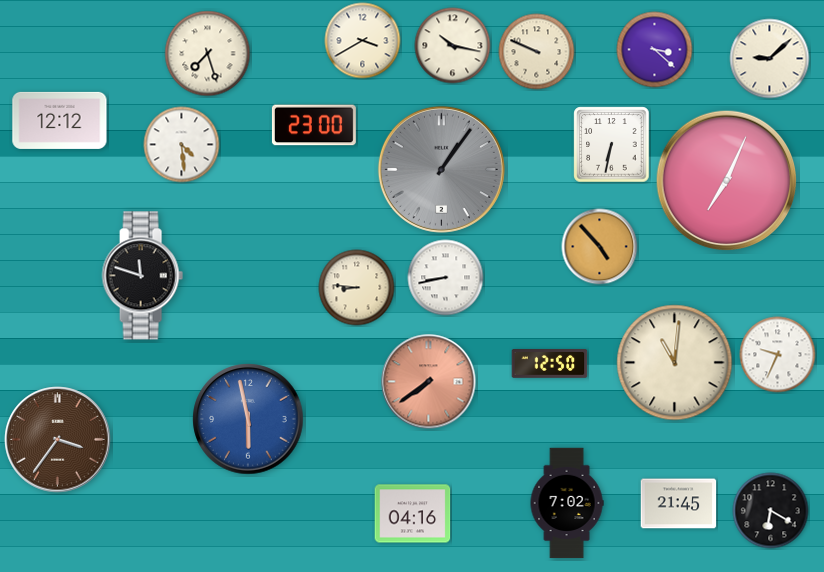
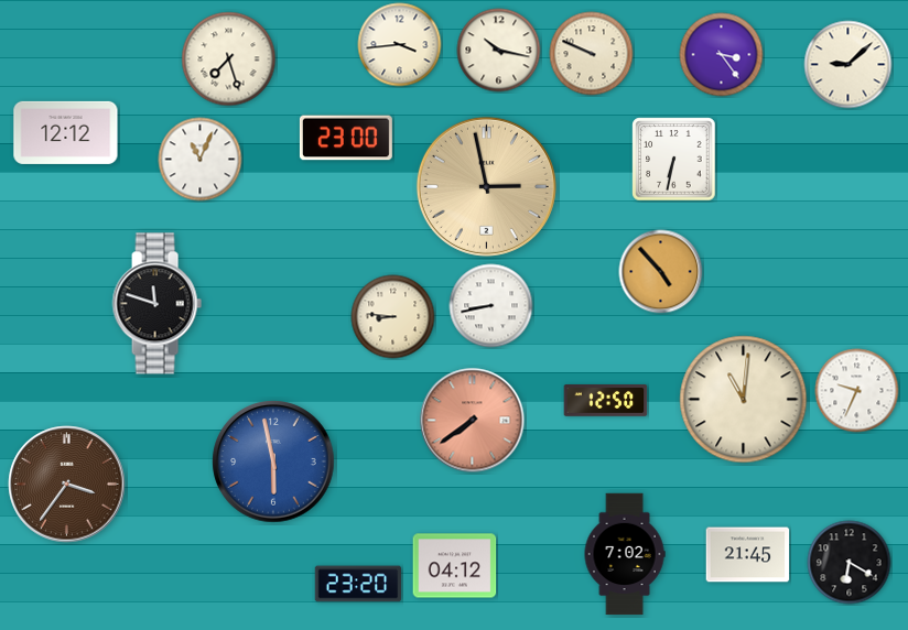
clock at (363, 41): 3:40 -> 3:44
clock at (655, 50): 3:22 -> 3:24
clock at (537, 52) position: (537, 52) -> (592, 54)
clock at (182, 145): 4:29 -> 11:04
clock at (441, 169): 1:06 -> 2:58
clock at (441, 169) dial: grey -> champagne
clock at (726, 180): 7:04 -> none
clock at (58, 440) position: (58, 440) -> (67, 485)
clock at (413, 514): 04:16 -> 04:12
clock at (358, 584): none -> 23:20
